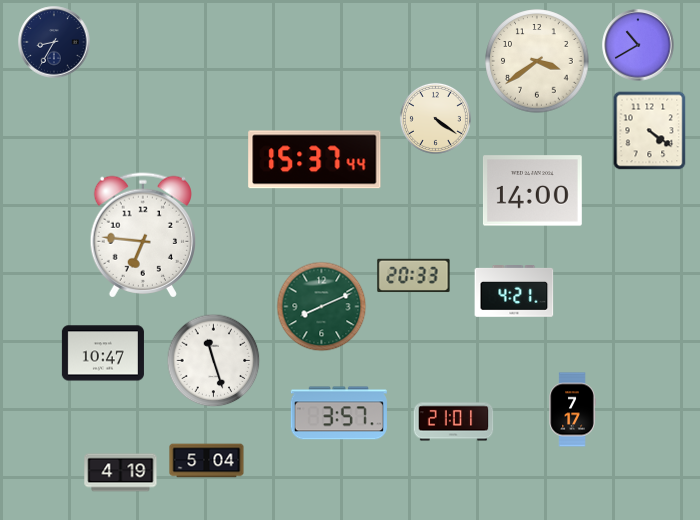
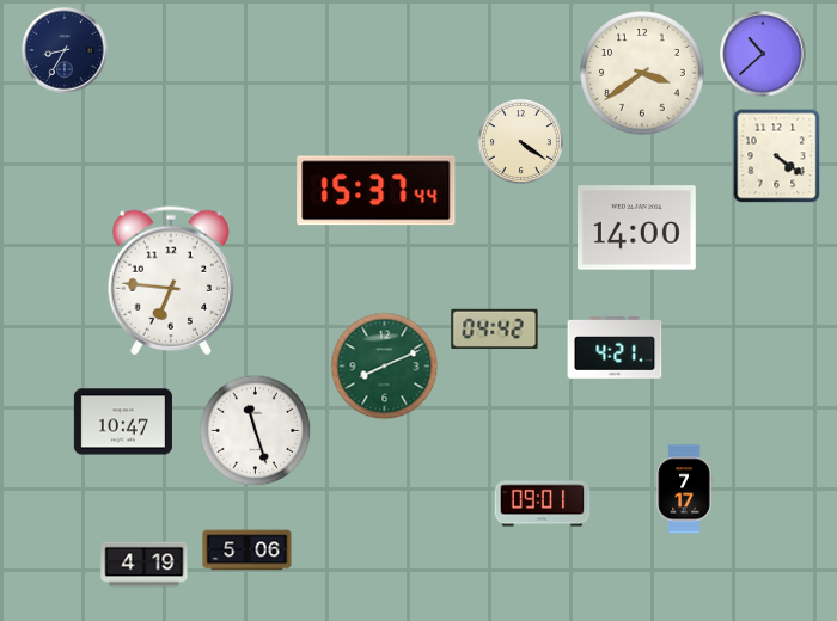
clock at (638, 45): 10:40 -> 10:38
clock at (414, 276): 20:33 -> 04:42
clock at (339, 413): 3:57 -> none
clock at (454, 422): 21:01 -> 09:01
clock at (207, 461): 5:04 -> 5:06
